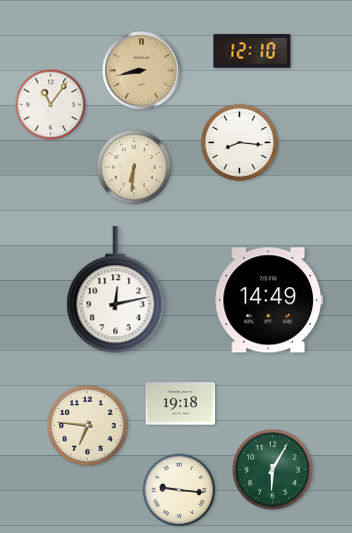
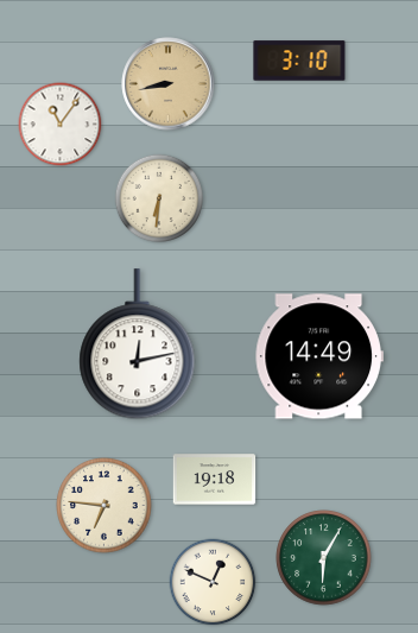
clock at (252, 51): 12:10 -> 3:10
clock at (239, 142): 8:16 -> none
clock at (179, 490): 9:16 -> 12:49
